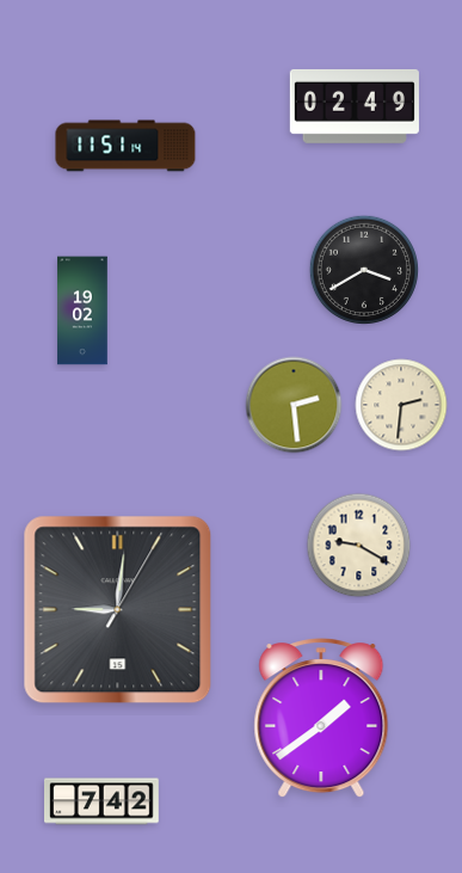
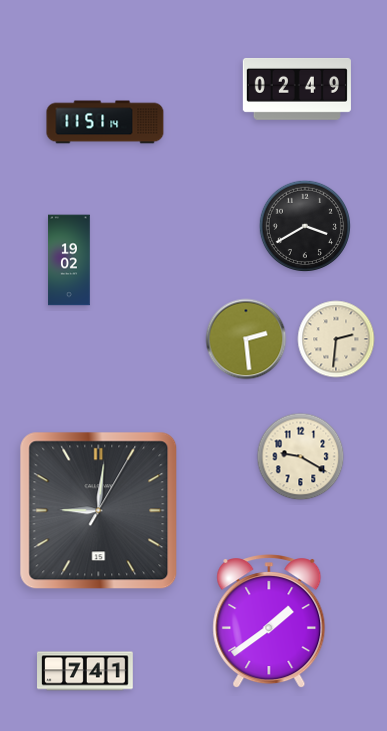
clock at (321, 719) position: (321, 719) -> (269, 622)
clock at (103, 801): 7:42 -> 7:41
